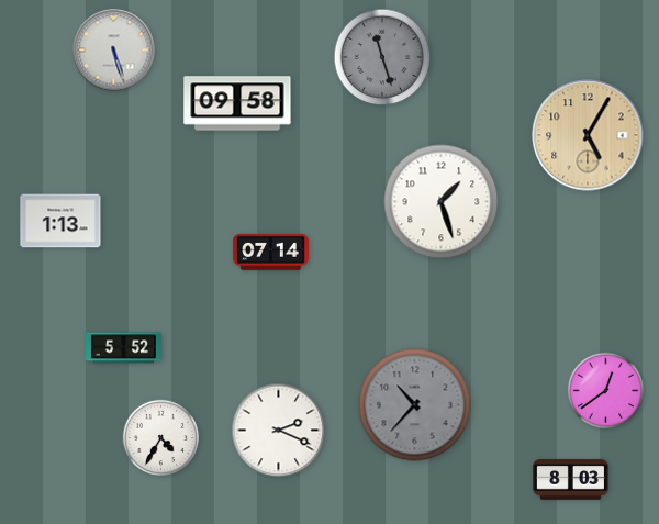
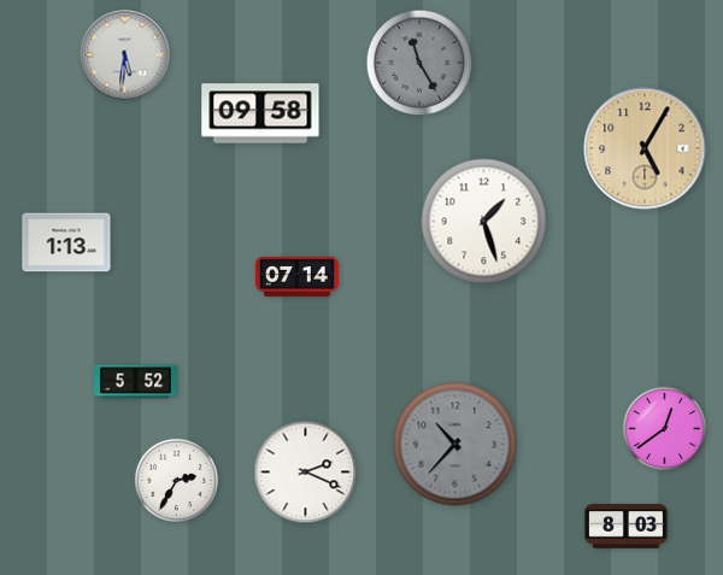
clock at (114, 51): 5:27 -> 5:31
clock at (382, 57): 11:27 -> 11:25
clock at (161, 438): 4:35 -> 2:35
